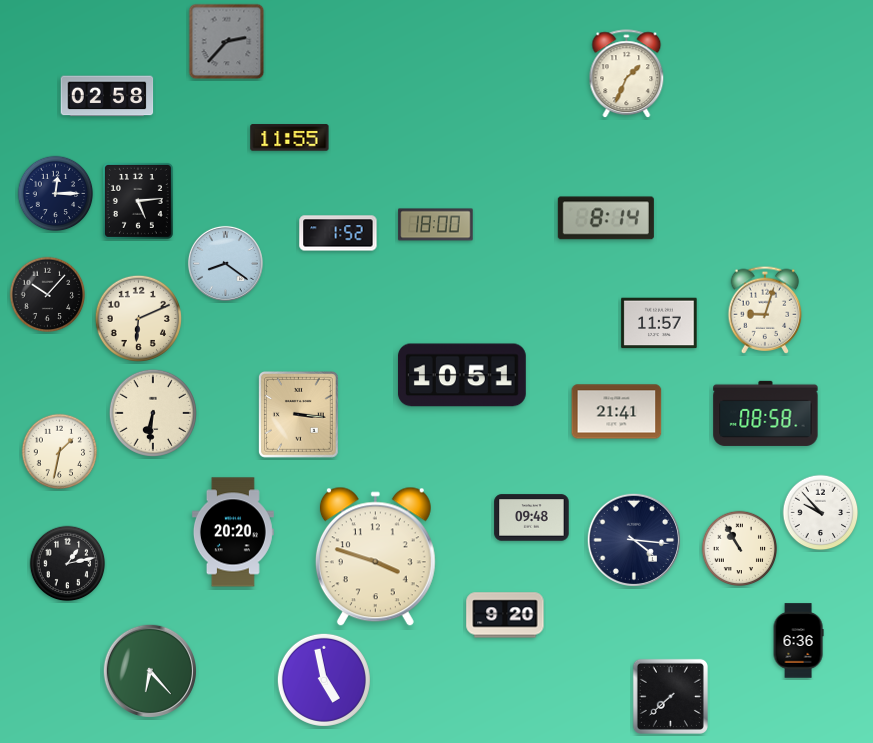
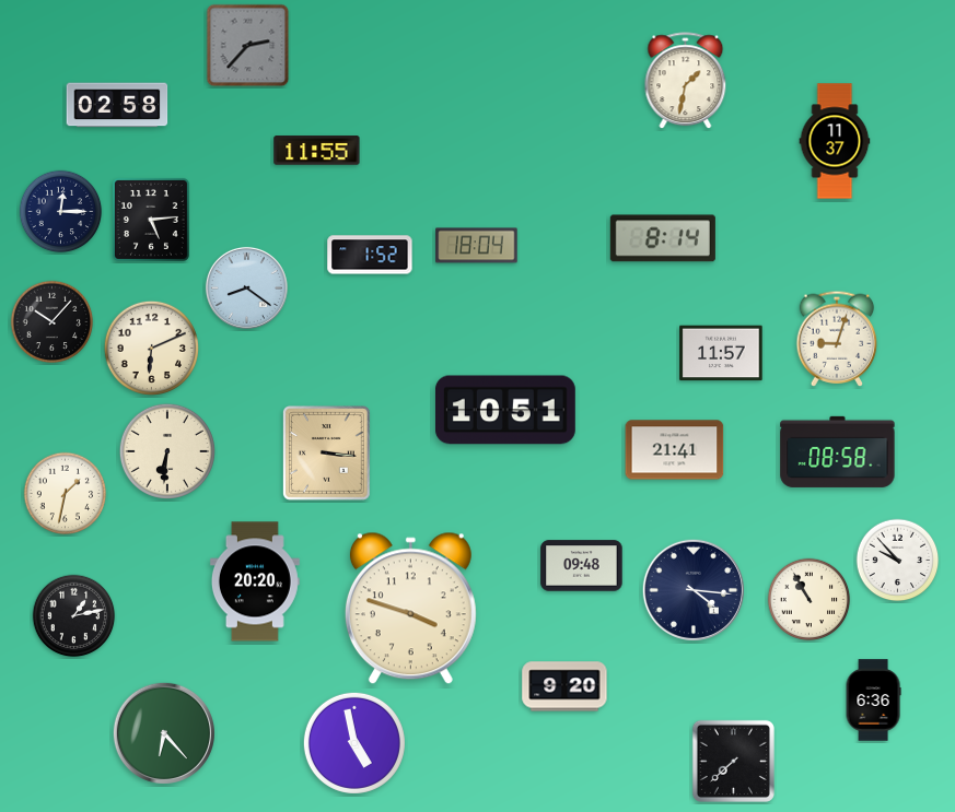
clock at (627, 74): 1:34 -> 1:32
clock at (835, 141): none -> 11:37
clock at (436, 225): 18:00 -> 18:04
clock at (505, 615) position: (505, 615) -> (564, 686)
